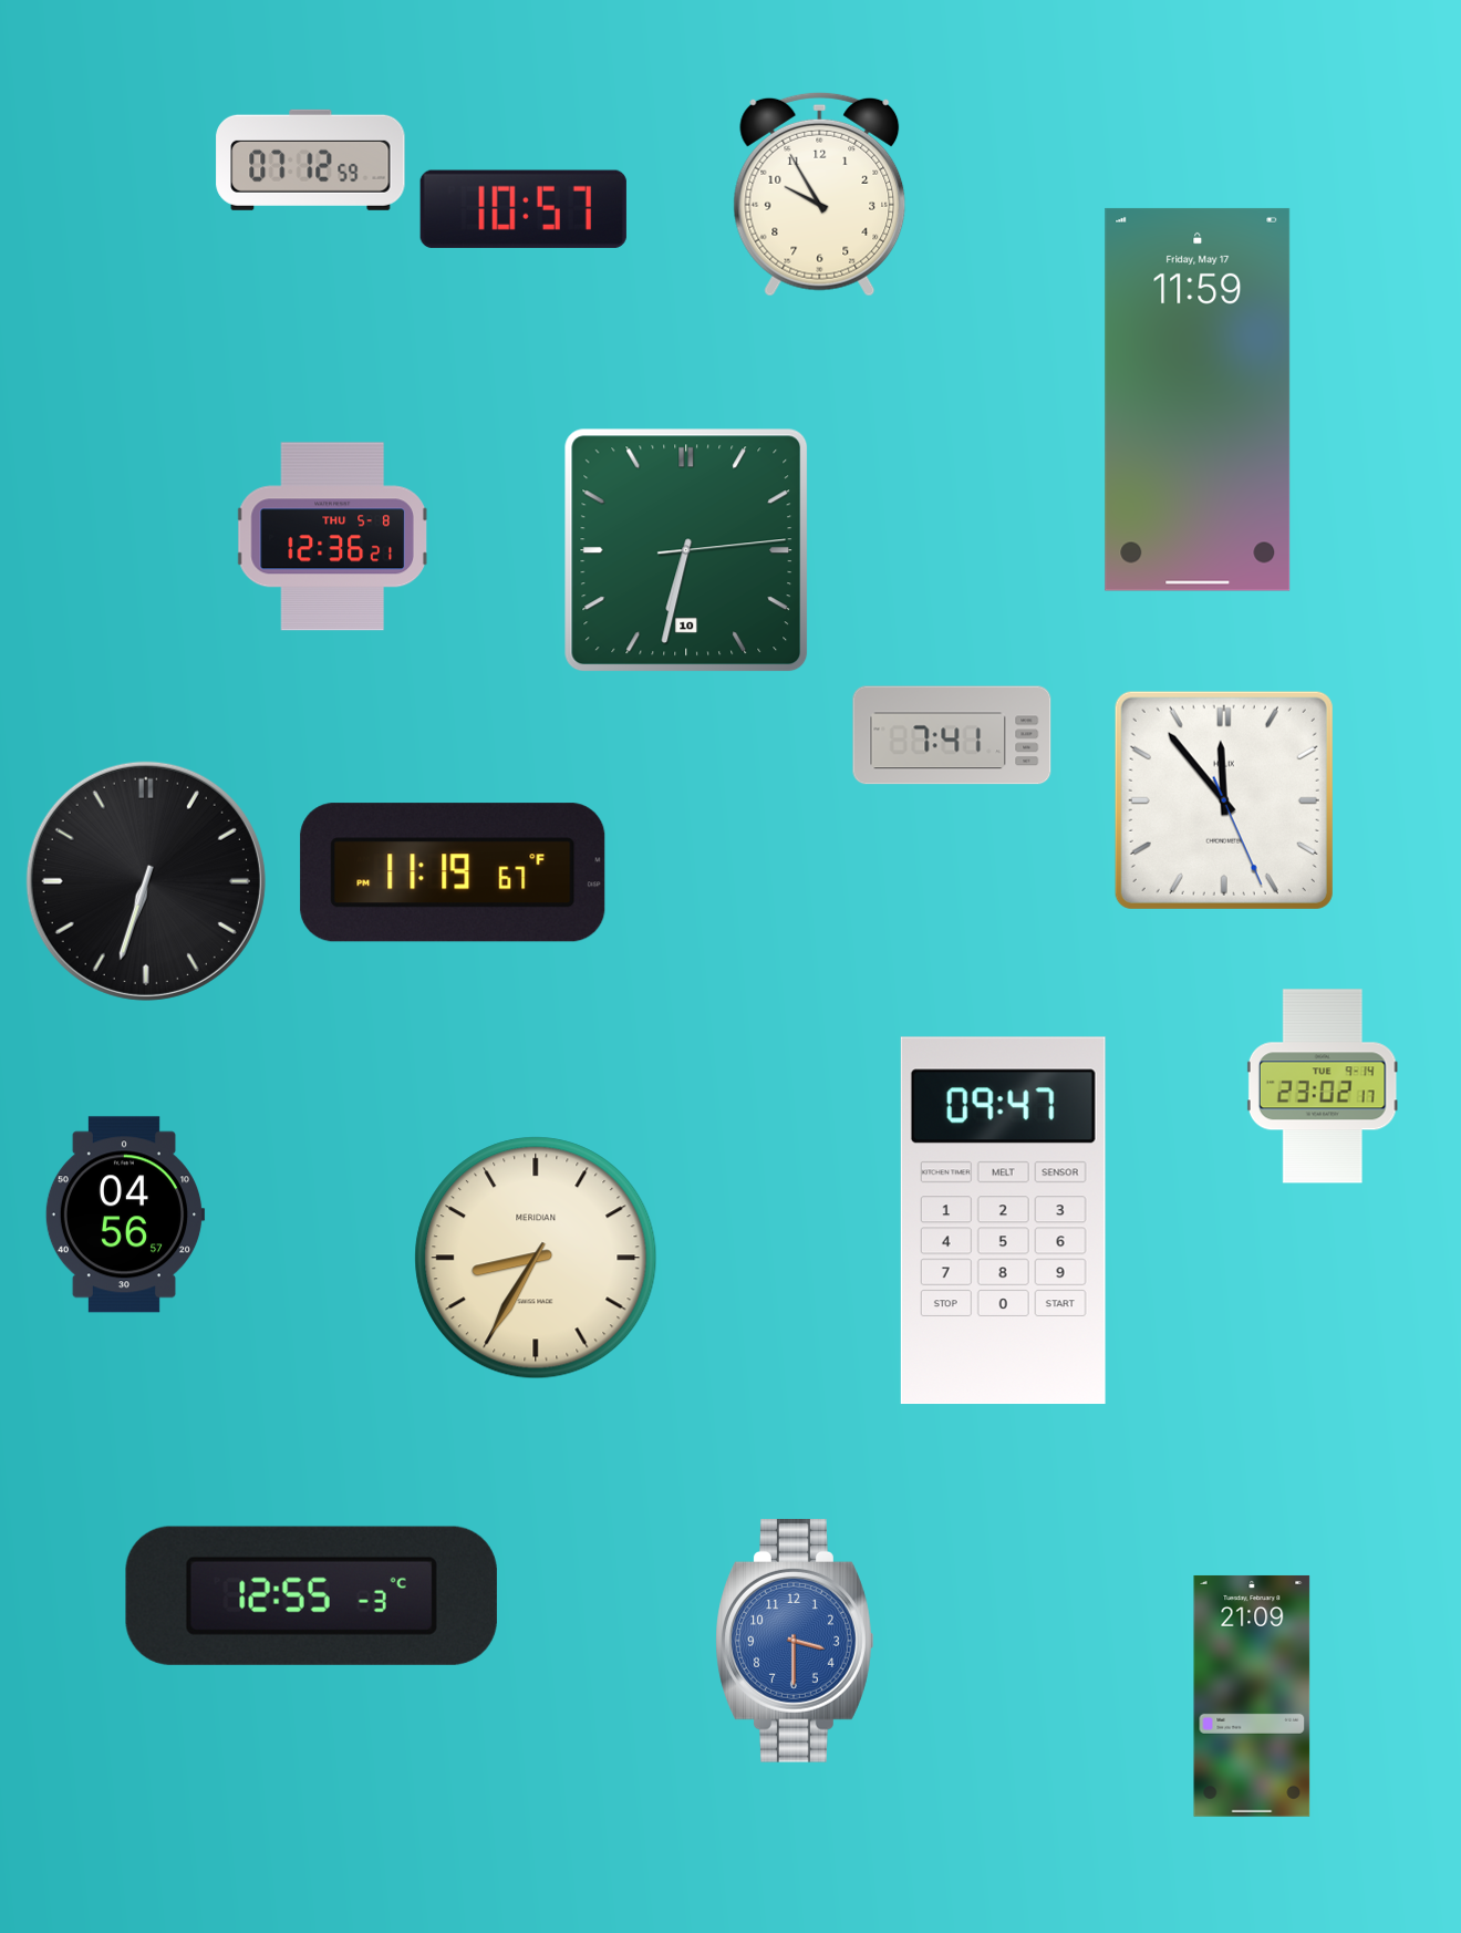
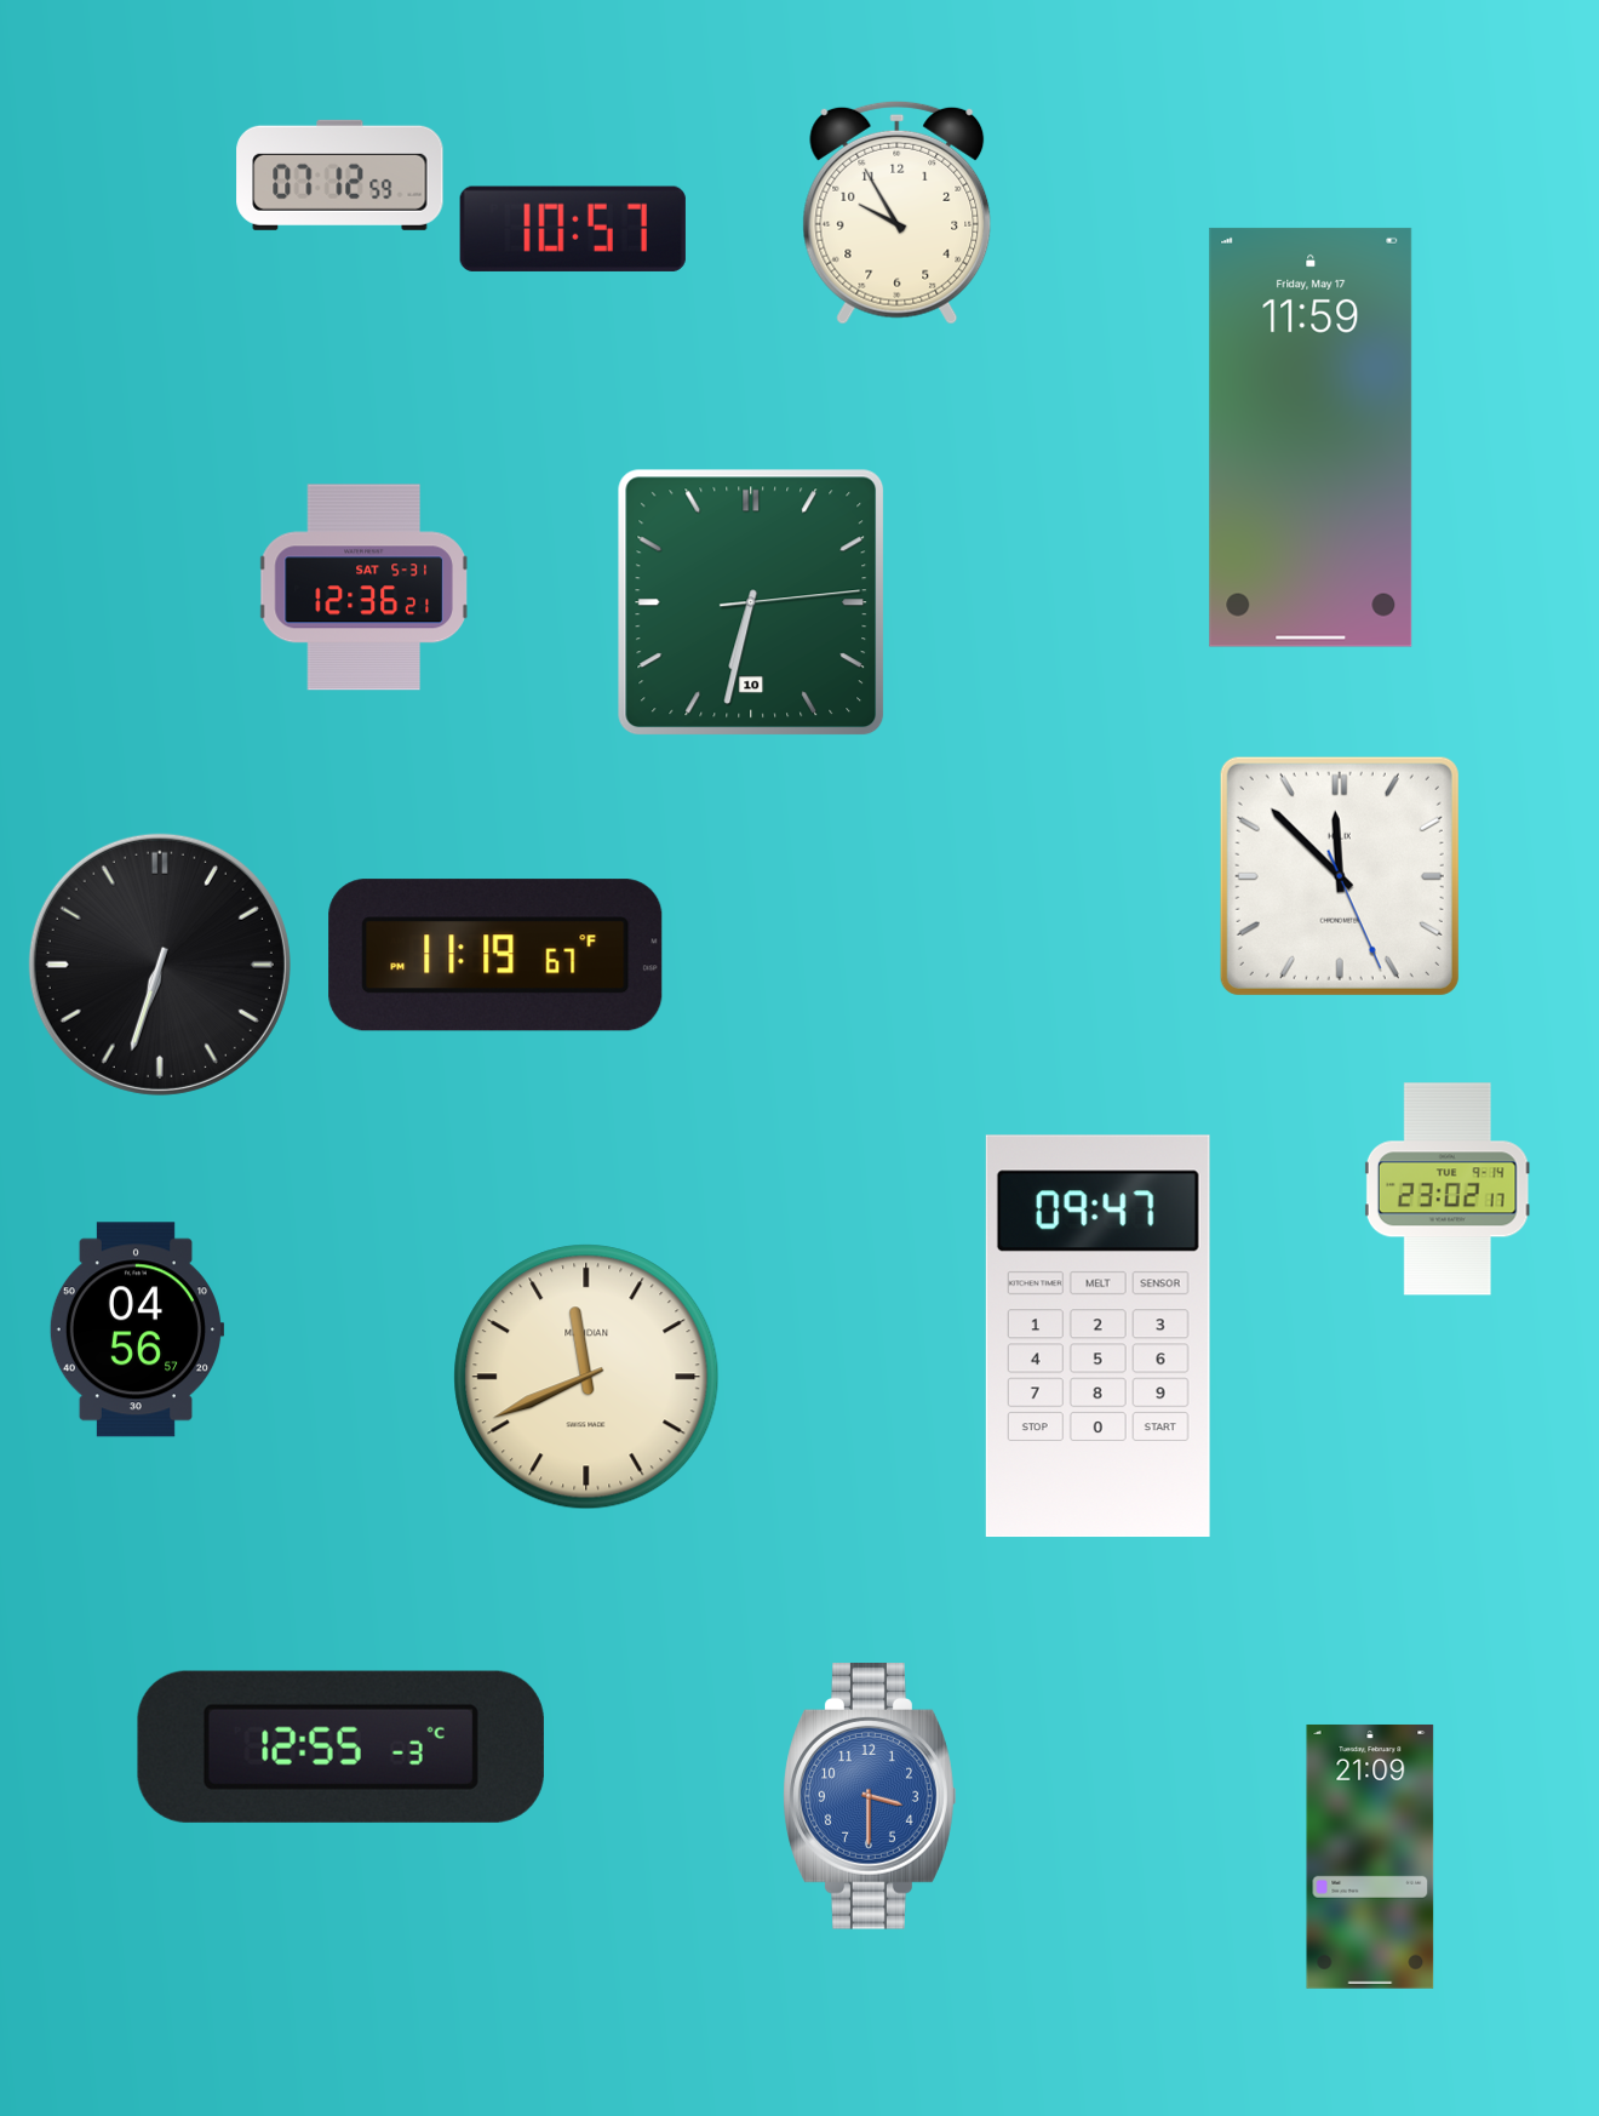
clock at (332, 537) date: THU 5-8 -> SAT 5-31
clock at (952, 735): 7:41 -> none
clock at (1224, 800): 11:53 -> 11:52
clock at (536, 1258): 8:35 -> 11:41
